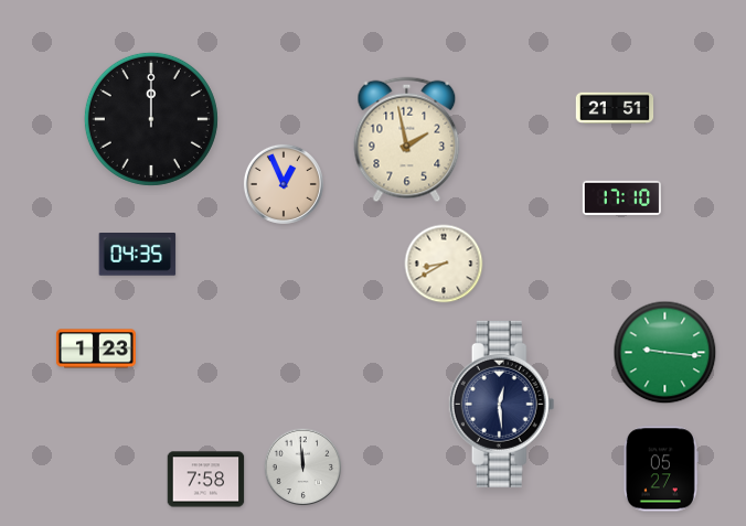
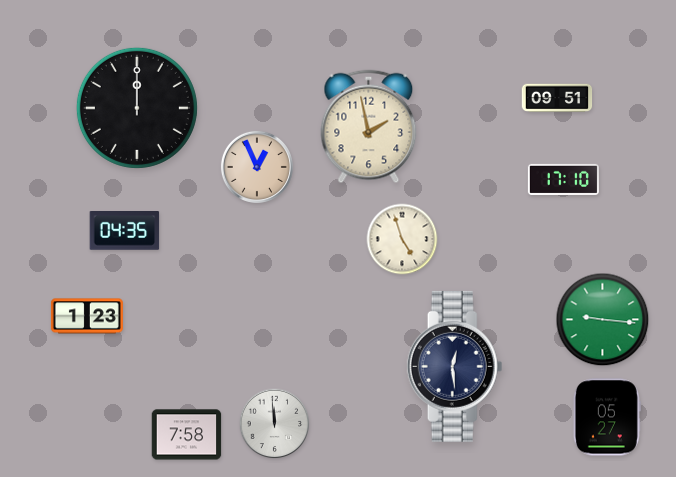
clock at (615, 108): 21:51 -> 09:51
clock at (444, 264): 8:40 -> 4:57
clock at (661, 469) position: (661, 469) -> (607, 417)
